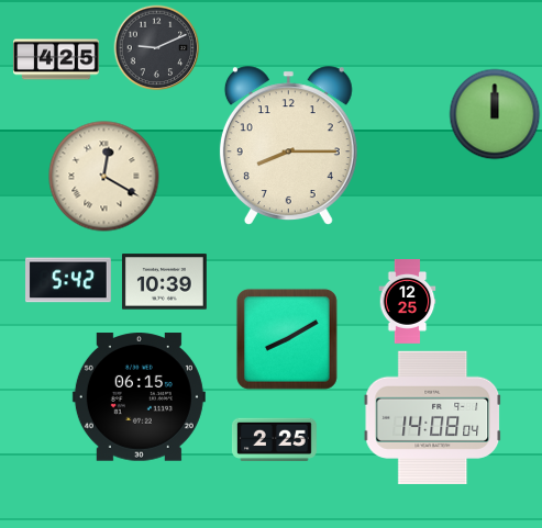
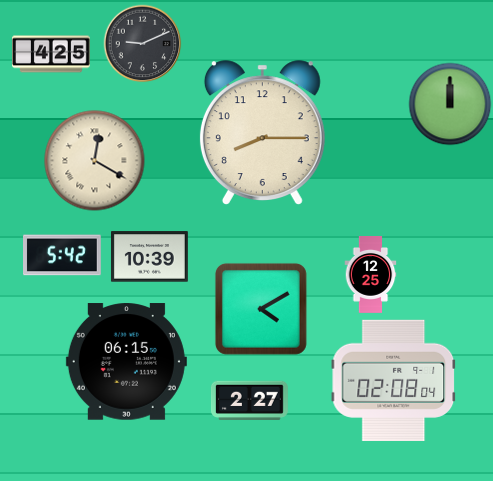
clock at (287, 339): 8:10 -> 4:10
clock at (433, 417): 14:08 -> 02:08
clock at (274, 439): 2:25 -> 2:27
